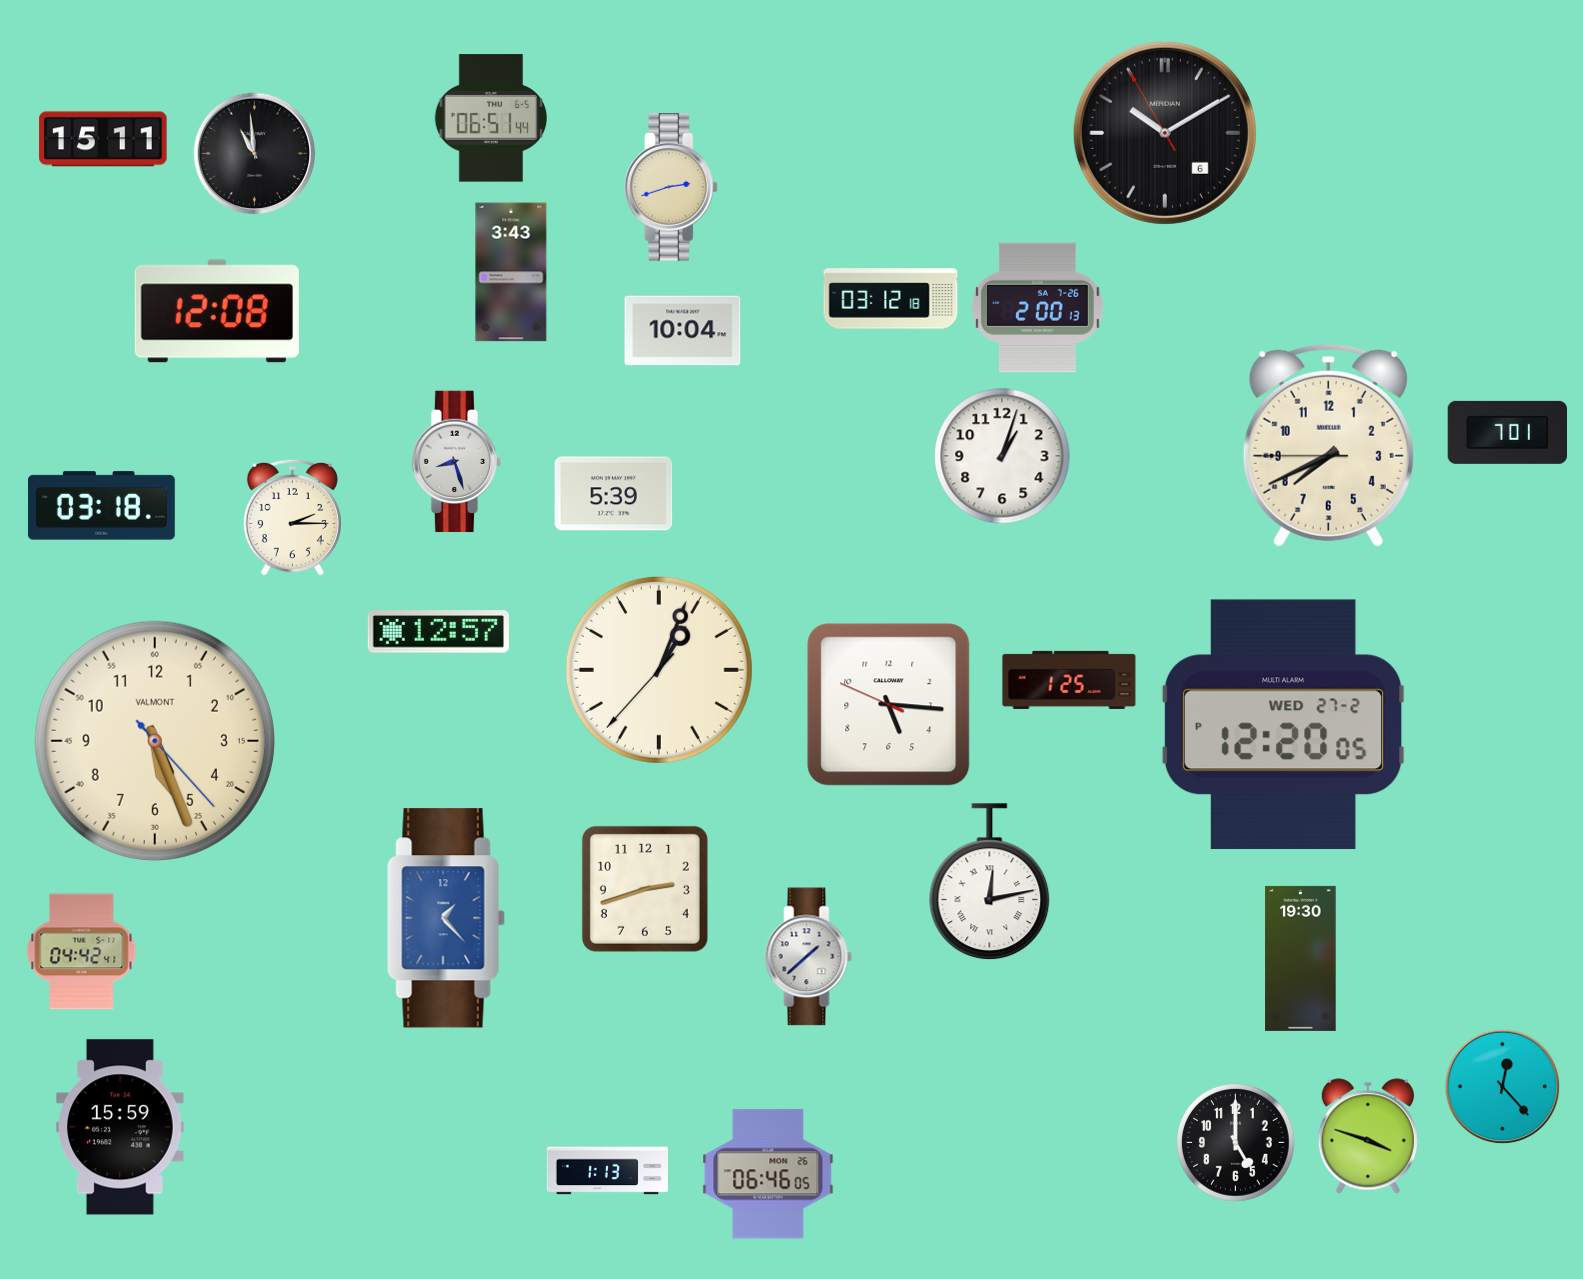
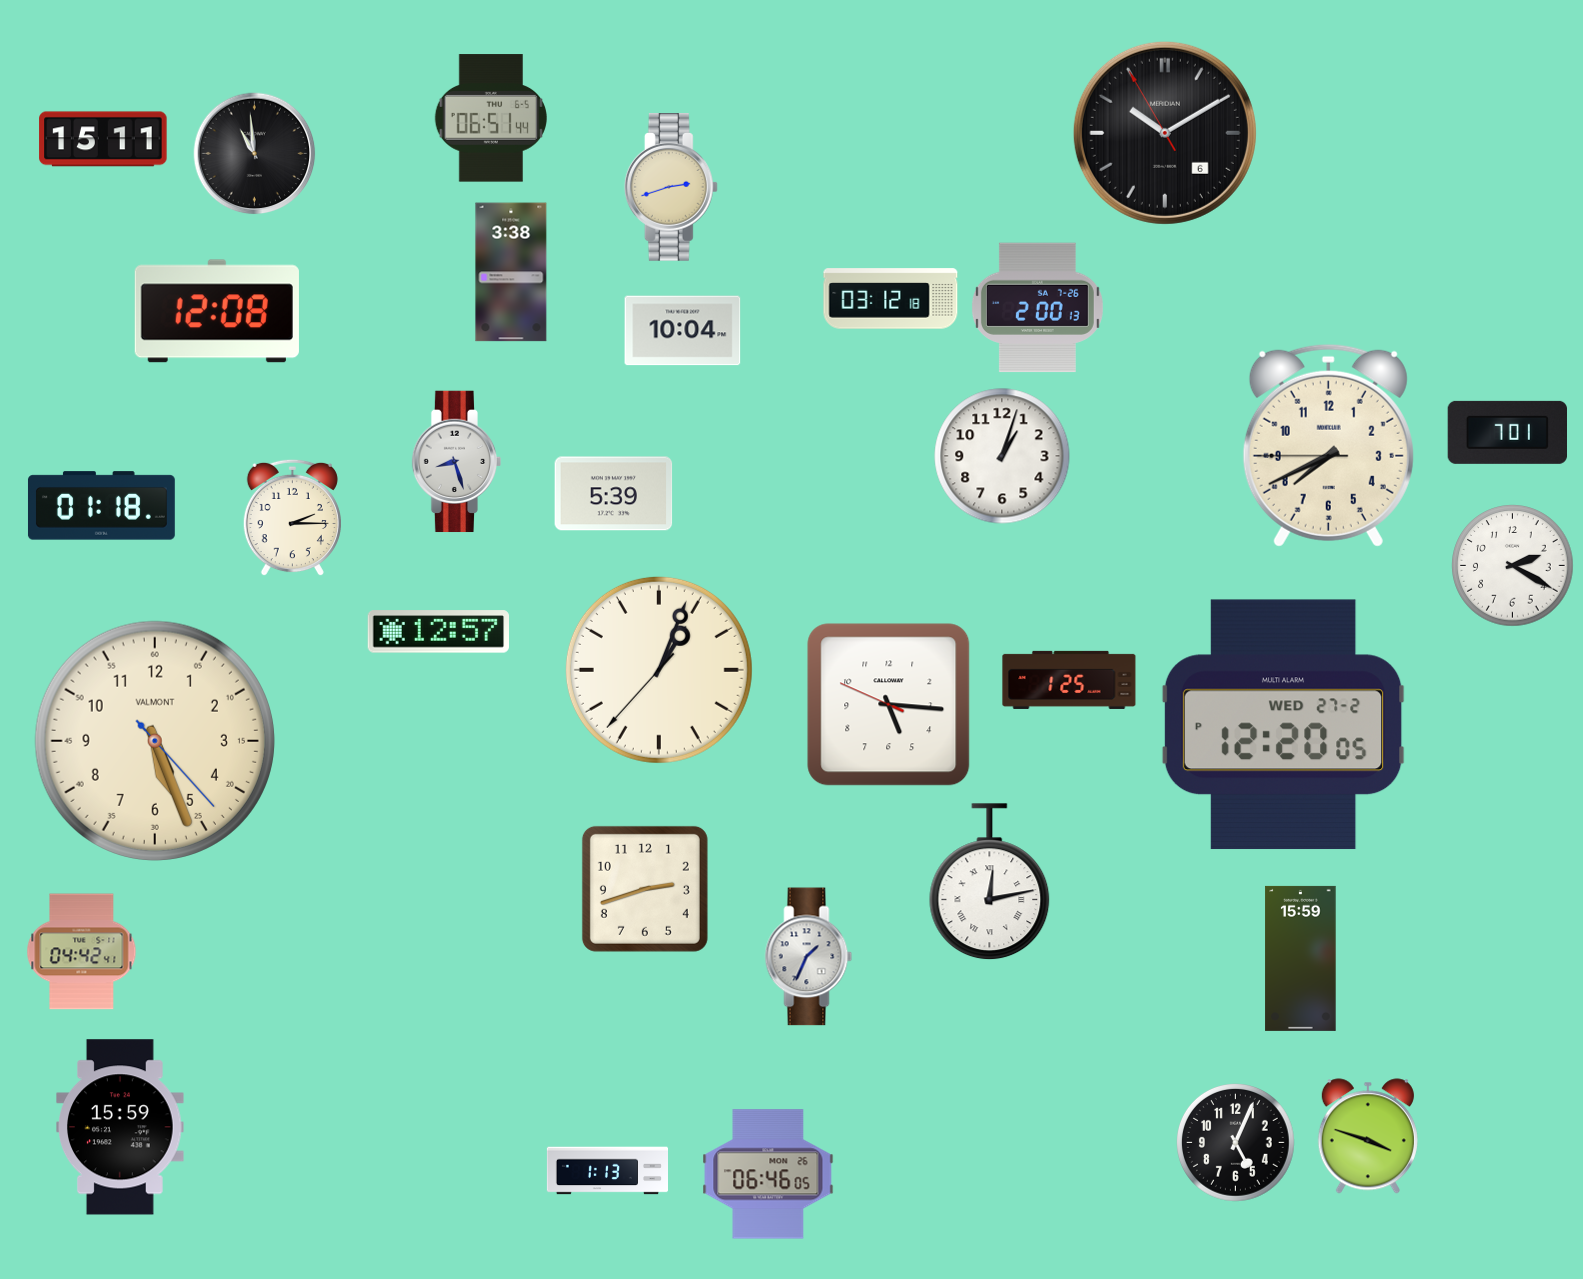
clock at (511, 272): 3:43 -> 3:38
clock at (101, 506): 03:18 -> 01:18
clock at (1513, 566): none -> 2:20
clock at (446, 918): 1:23 -> none
clock at (809, 957): 1:38 -> 1:34
clock at (1301, 958): 19:30 -> 15:59
clock at (1503, 1087): 12:23 -> none
clock at (1236, 1143): 5:00 -> 5:04
